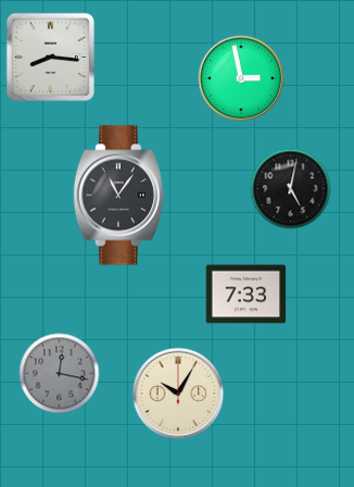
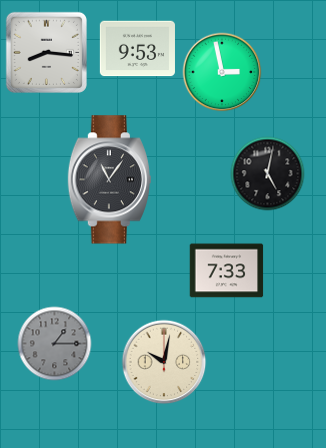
clock at (137, 49): none -> 9:53
clock at (60, 374): 12:17 -> 1:15
clock at (178, 394): 10:05 -> 10:02
